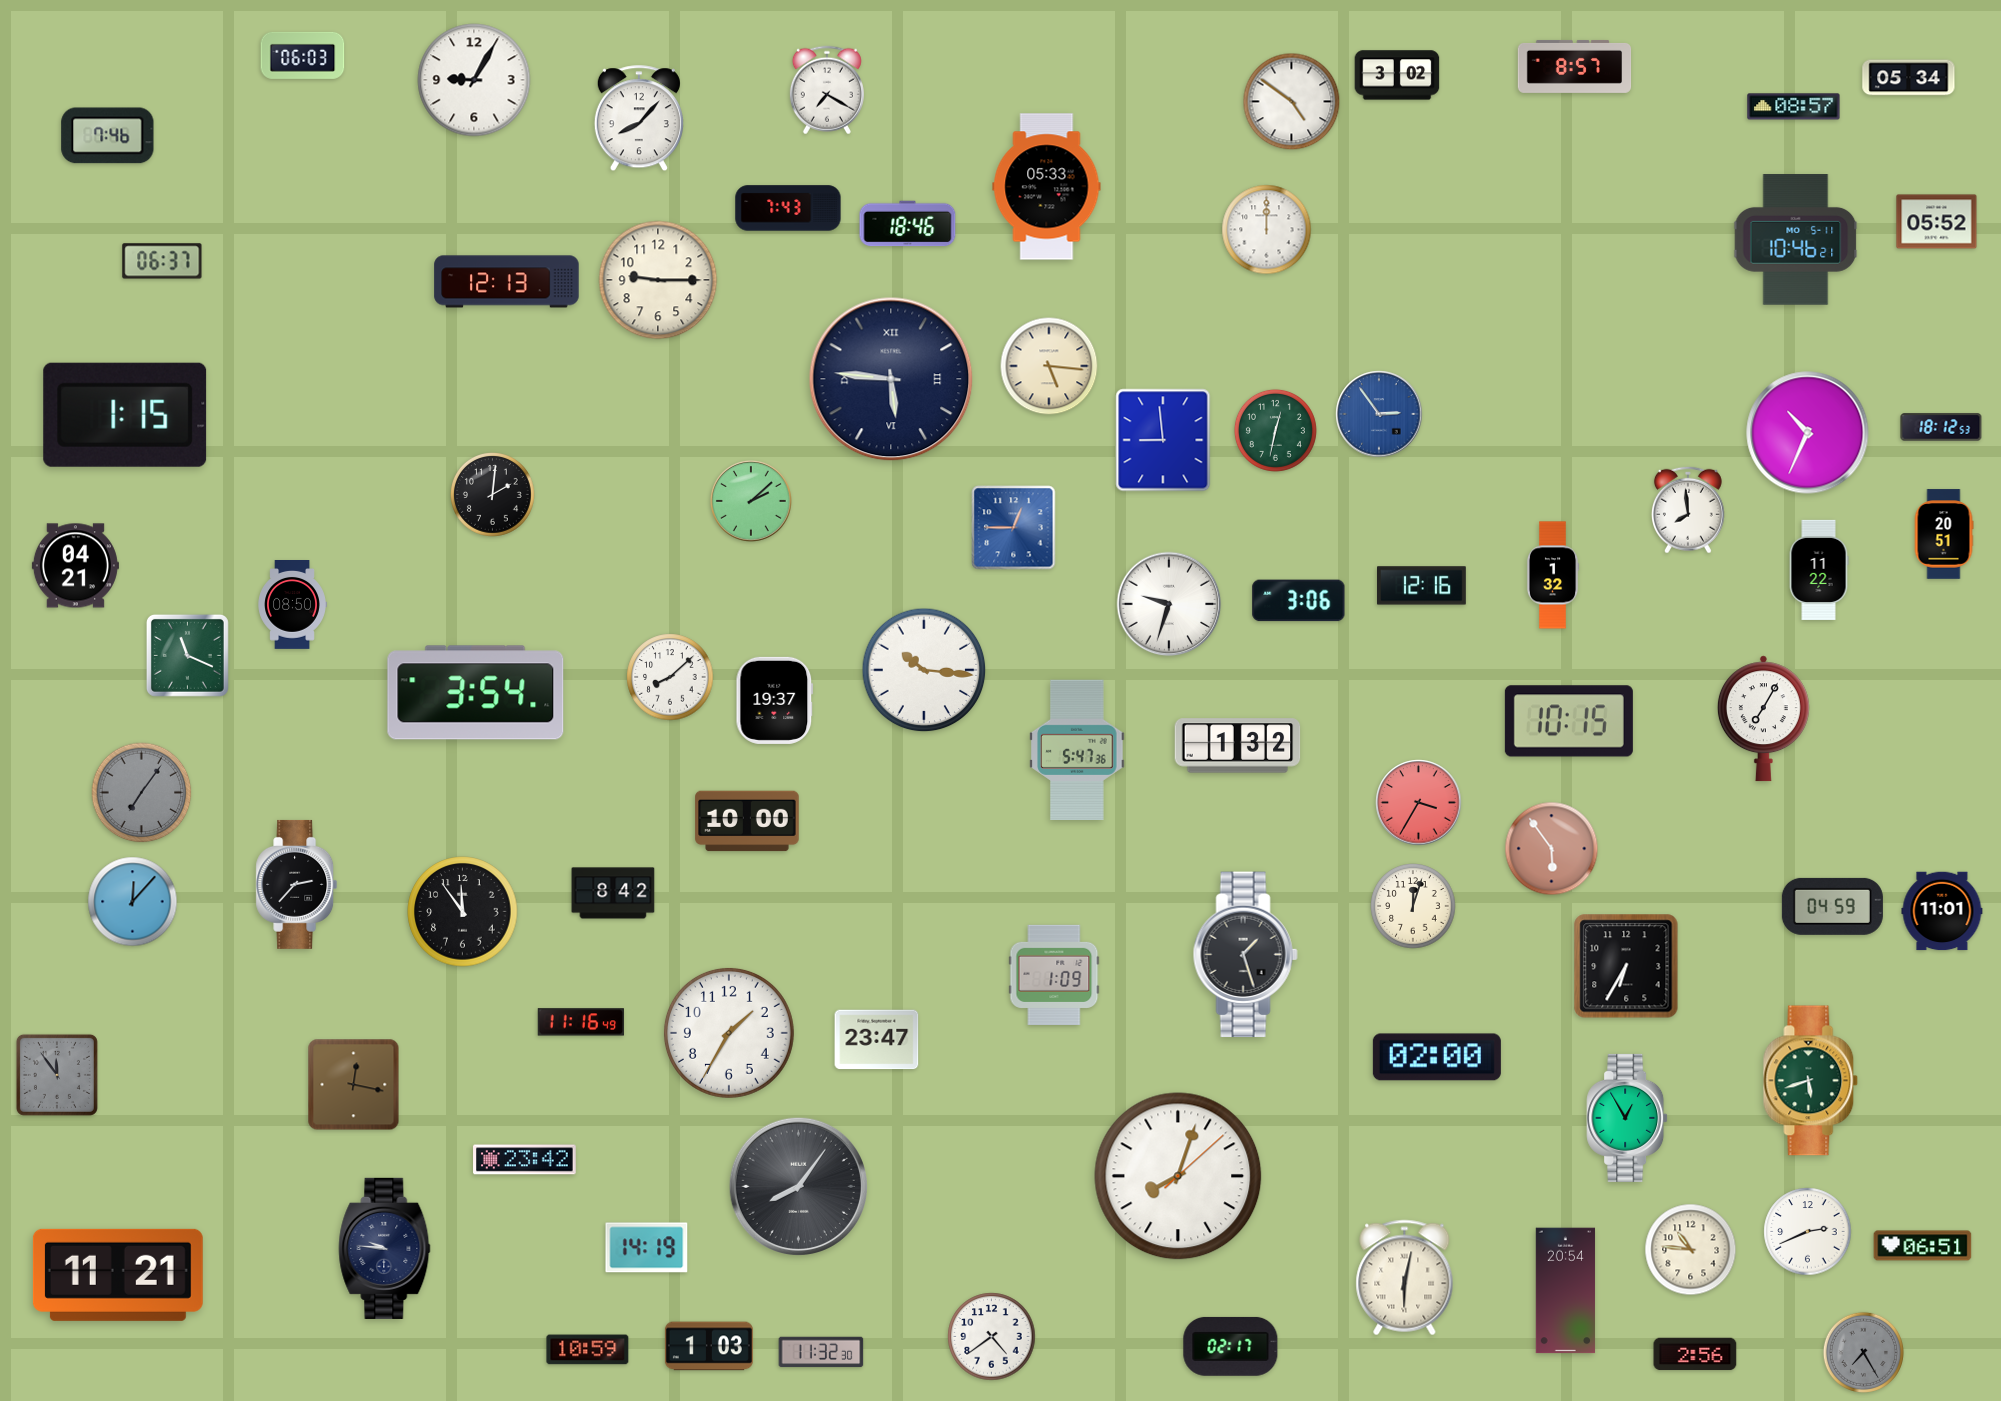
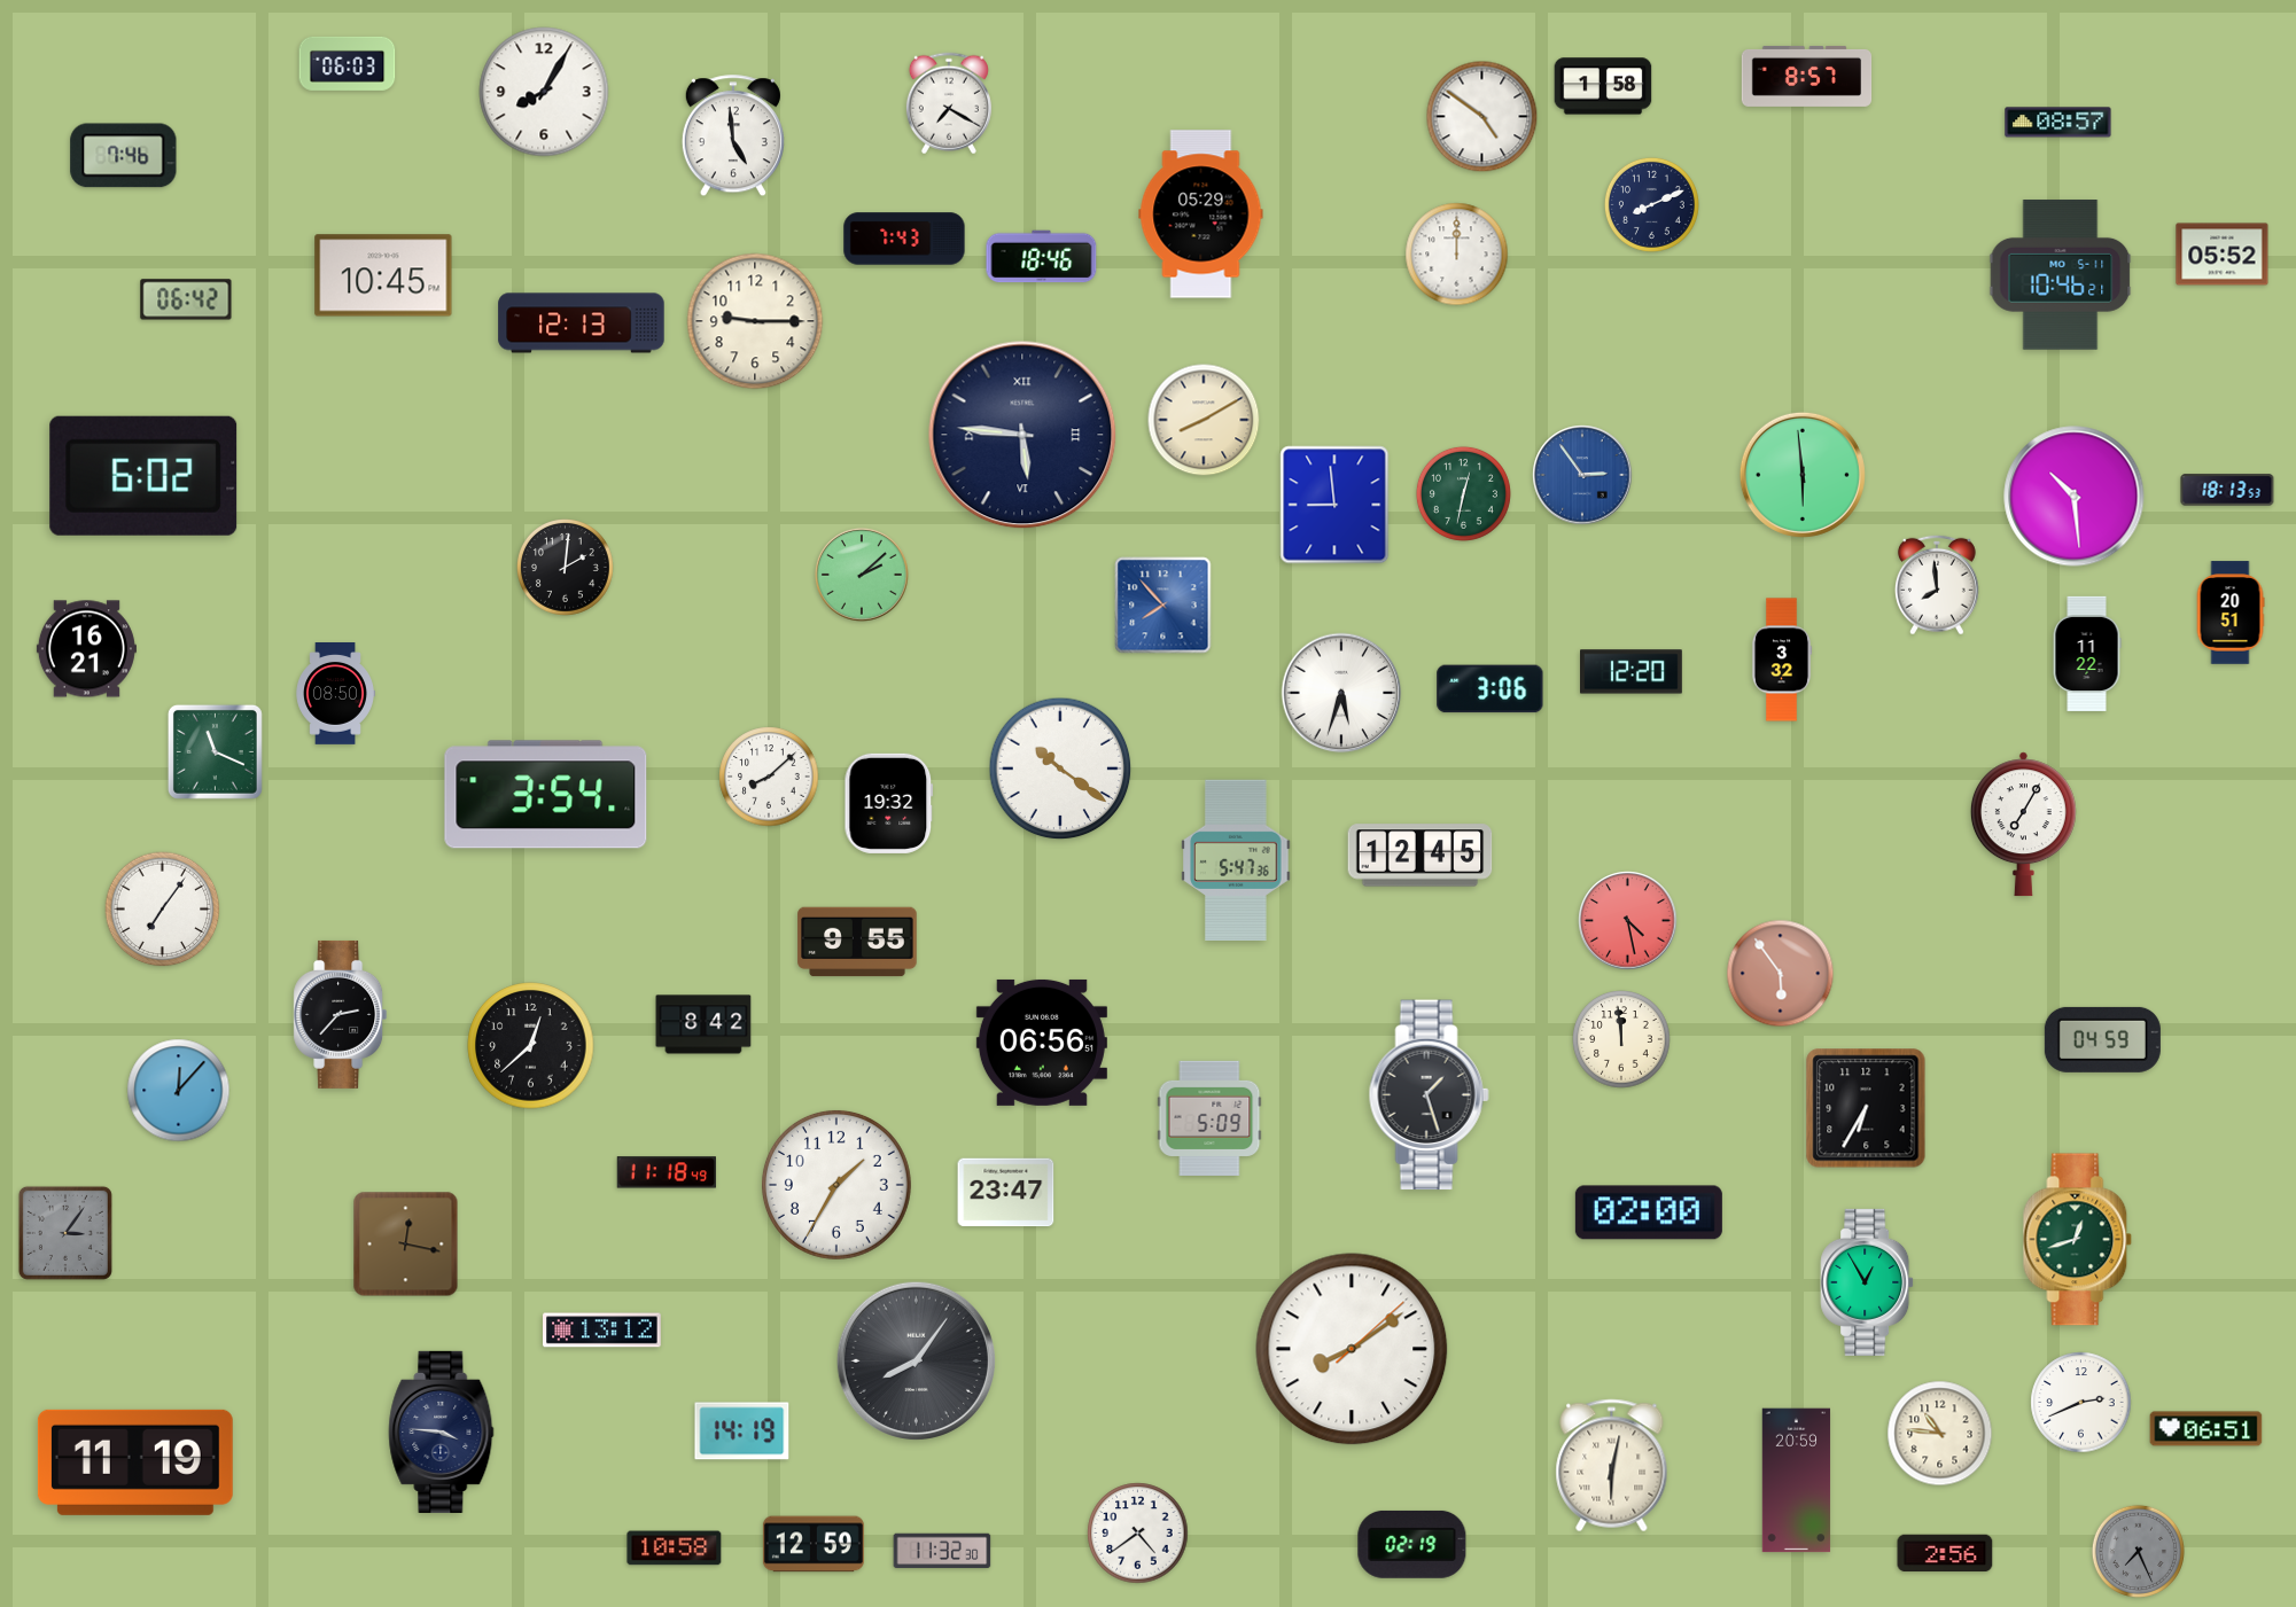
clock at (1397, 75): 3:02 -> 1:58
clock at (1909, 78): 05:34 -> none
clock at (474, 80): 9:05 -> 8:05
clock at (639, 119): 8:07 -> 4:59
clock at (1651, 204): none -> 8:11
clock at (1047, 187): 05:33 -> 05:29
clock at (1267, 230) position: (1267, 230) -> (1457, 255)
clock at (383, 275): none -> 10:45
clock at (162, 261): 06:37 -> 06:42
clock at (1049, 366): 5:16 -> 8:10
clock at (1803, 475): none -> 5:59
clock at (125, 415): 1:15 -> 6:02
clock at (1941, 427): 18:12 -> 18:13
clock at (1808, 433): 10:34 -> 10:29
clock at (1014, 528): 12:45 -> 7:53
clock at (75, 566): 04:21 -> 16:21
clock at (1553, 575): 1:32 -> 3:32
clock at (1422, 586): 12:16 -> 12:20
clock at (1169, 604): 9:33 -> 5:33
clock at (924, 670): 10:16 -> 10:21
clock at (775, 700): 19:37 -> 19:32
clock at (1569, 721): 10:15 -> none
clock at (1238, 746): 1:32 -> 12:45
clock at (142, 793) dial: grey -> white
clock at (1419, 803): 3:35 -> 4:28
clock at (747, 821): 10:00 -> 9:55
clock at (133, 902) position: (133, 902) -> (179, 1091)
clock at (1413, 906): 12:03 -> 11:59
clock at (1042, 1043): none -> 06:56
clock at (1942, 911): 11:01 -> none
clock at (463, 912): 11:54 -> 12:38
clock at (1054, 975): 1:09 -> 5:09
clock at (581, 1022): 11:16 -> 11:18
clock at (57, 1075): 11:54 -> 3:06
clock at (1811, 1081): 5:42 -> 12:42
clock at (525, 1160): 23:42 -> 13:12
clock at (1178, 1176): 8:03 -> 8:09
clock at (1808, 1232) position: (1808, 1232) -> (2081, 1403)
clock at (385, 1248): 9:46 -> 3:46
clock at (118, 1275): 11:21 -> 11:19
clock at (1566, 1291): 20:54 -> 20:59
clock at (709, 1346): 1:03 -> 12:59
clock at (1231, 1346): 02:17 -> 02:19
clock at (588, 1350): 10:59 -> 10:58
clock at (1863, 1352): 7:25 -> 7:26
